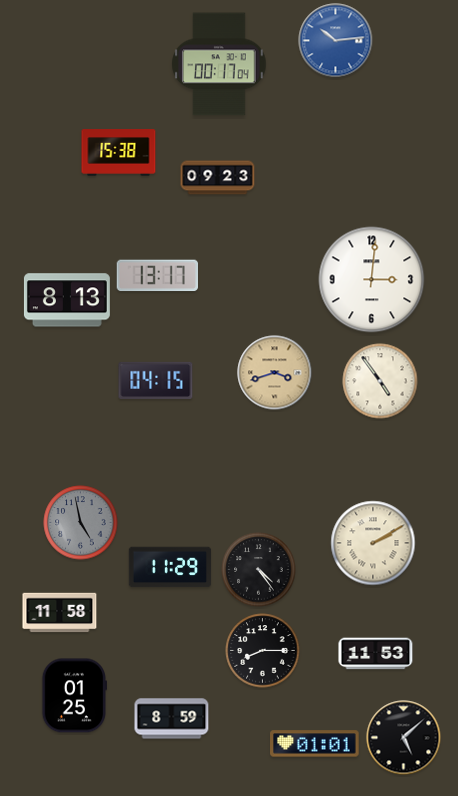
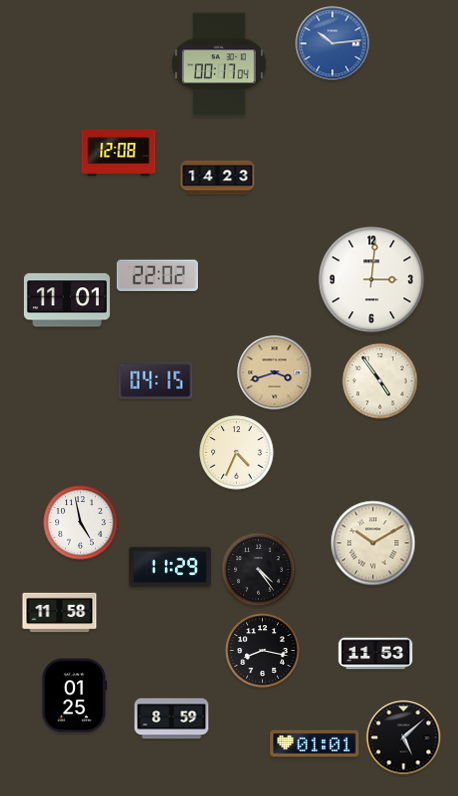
clock at (336, 41) position: (336, 41) -> (333, 44)
clock at (119, 153): 15:38 -> 12:08
clock at (218, 178): 09:23 -> 14:23
clock at (157, 276): 13:17 -> 22:02
clock at (67, 300): 8:13 -> 11:01
clock at (237, 453): none -> 4:34
clock at (81, 523) dial: grey -> white
clock at (373, 543): 2:10 -> 10:10
clock at (263, 651): 8:15 -> 8:17
